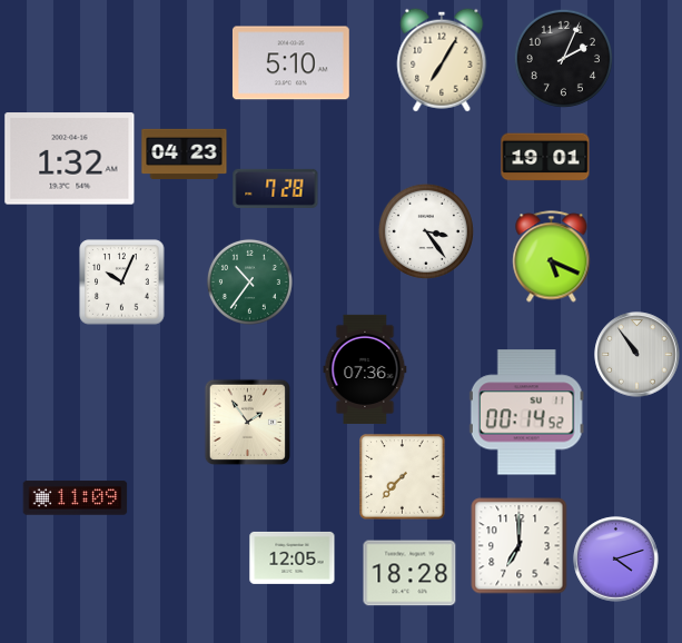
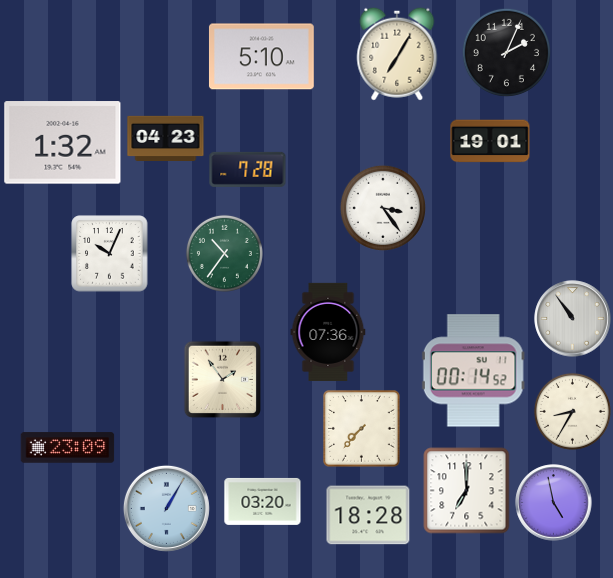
clock at (552, 257): 5:19 -> none
clock at (572, 411): none -> 8:35
clock at (76, 498): 11:09 -> 23:09
clock at (293, 557): 12:05 -> 03:20
clock at (616, 560): 4:12 -> 4:58
clock at (166, 508): none -> 1:05
